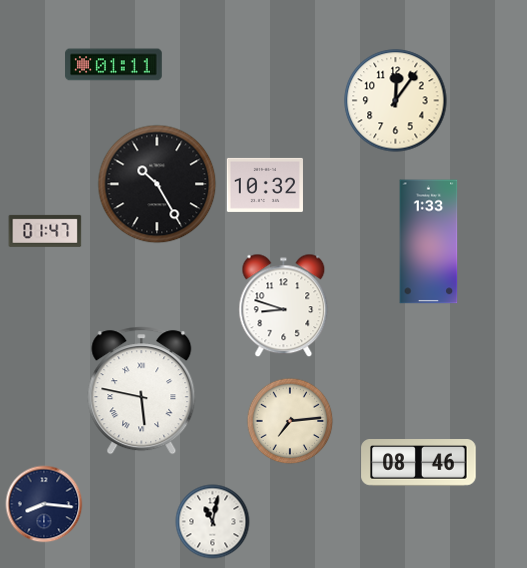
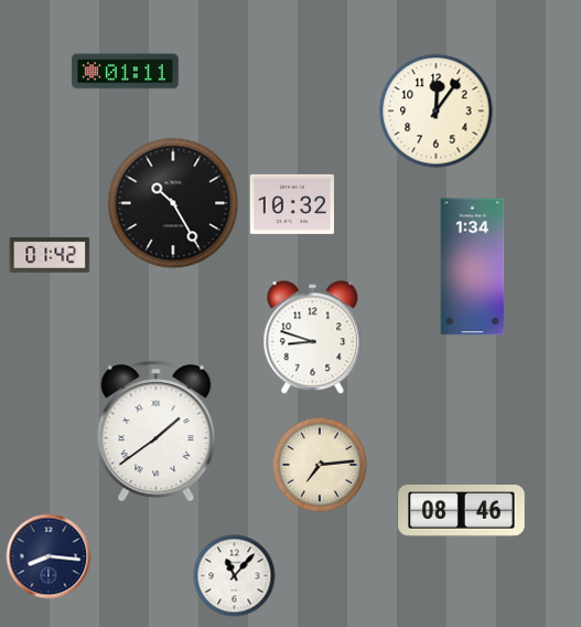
clock at (45, 231): 01:47 -> 01:42
clock at (429, 242): 1:33 -> 1:34
clock at (142, 391): 5:47 -> 1:39
clock at (213, 522): 11:02 -> 11:07
